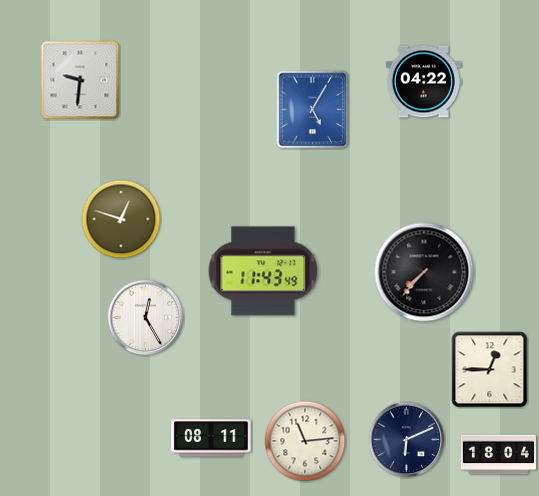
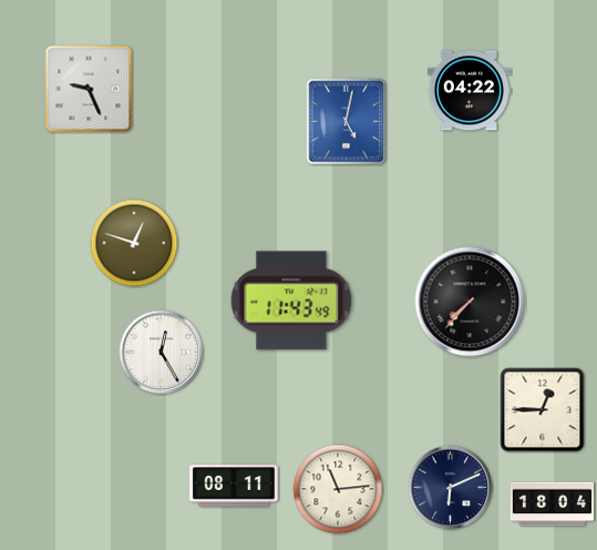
clock at (80, 80): 9:31 -> 9:26
clock at (313, 110): 5:05 -> 5:02
